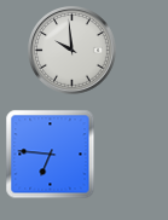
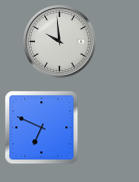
clock at (51, 155): 6:46 -> 6:49
